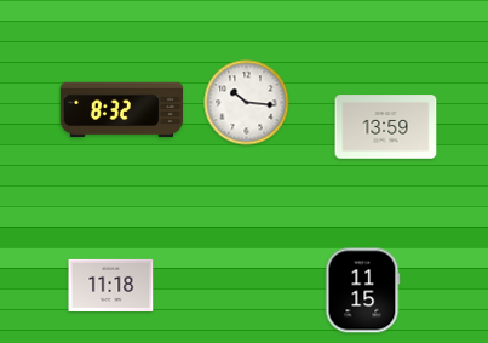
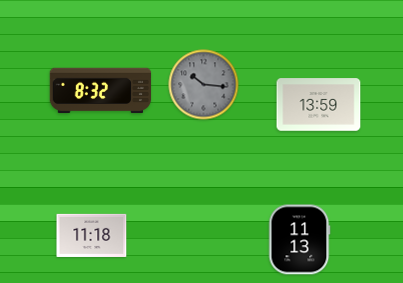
clock at (247, 103) dial: white -> grey
clock at (362, 291): 11:15 -> 11:13
